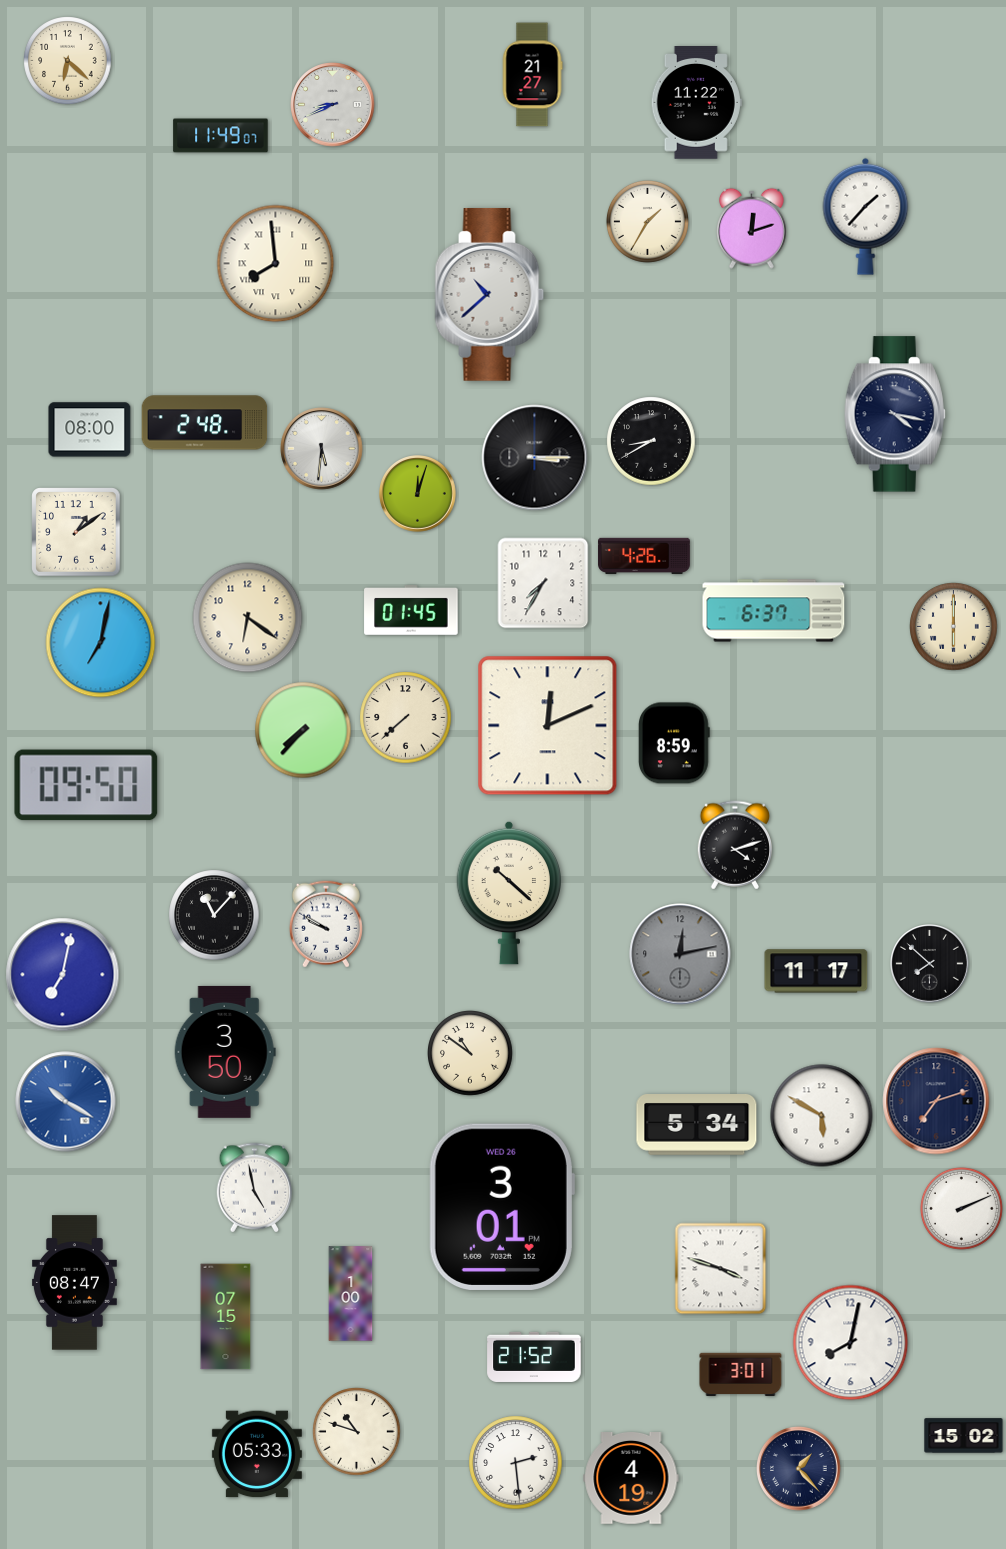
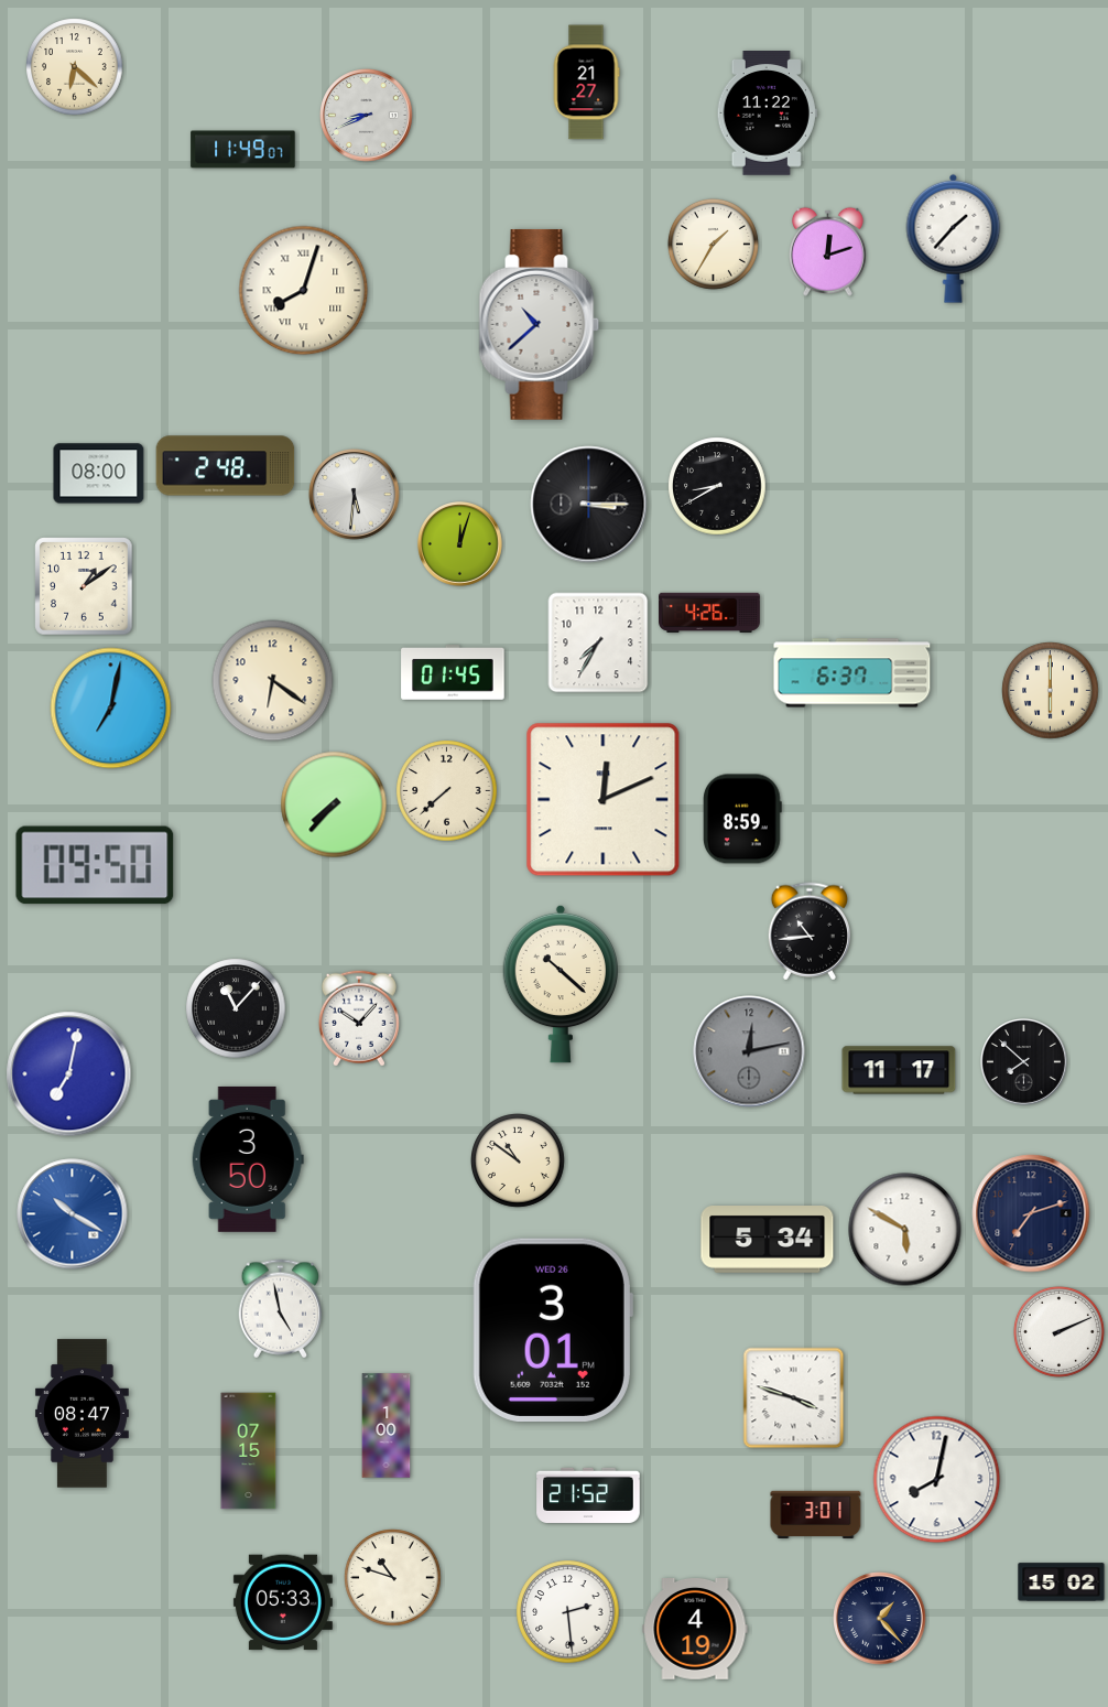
clock at (276, 264): 7:59 -> 8:03
clock at (895, 414): 4:17 -> none
clock at (734, 845): 4:12 -> 10:44
clock at (326, 924): 9:50 -> 10:07
